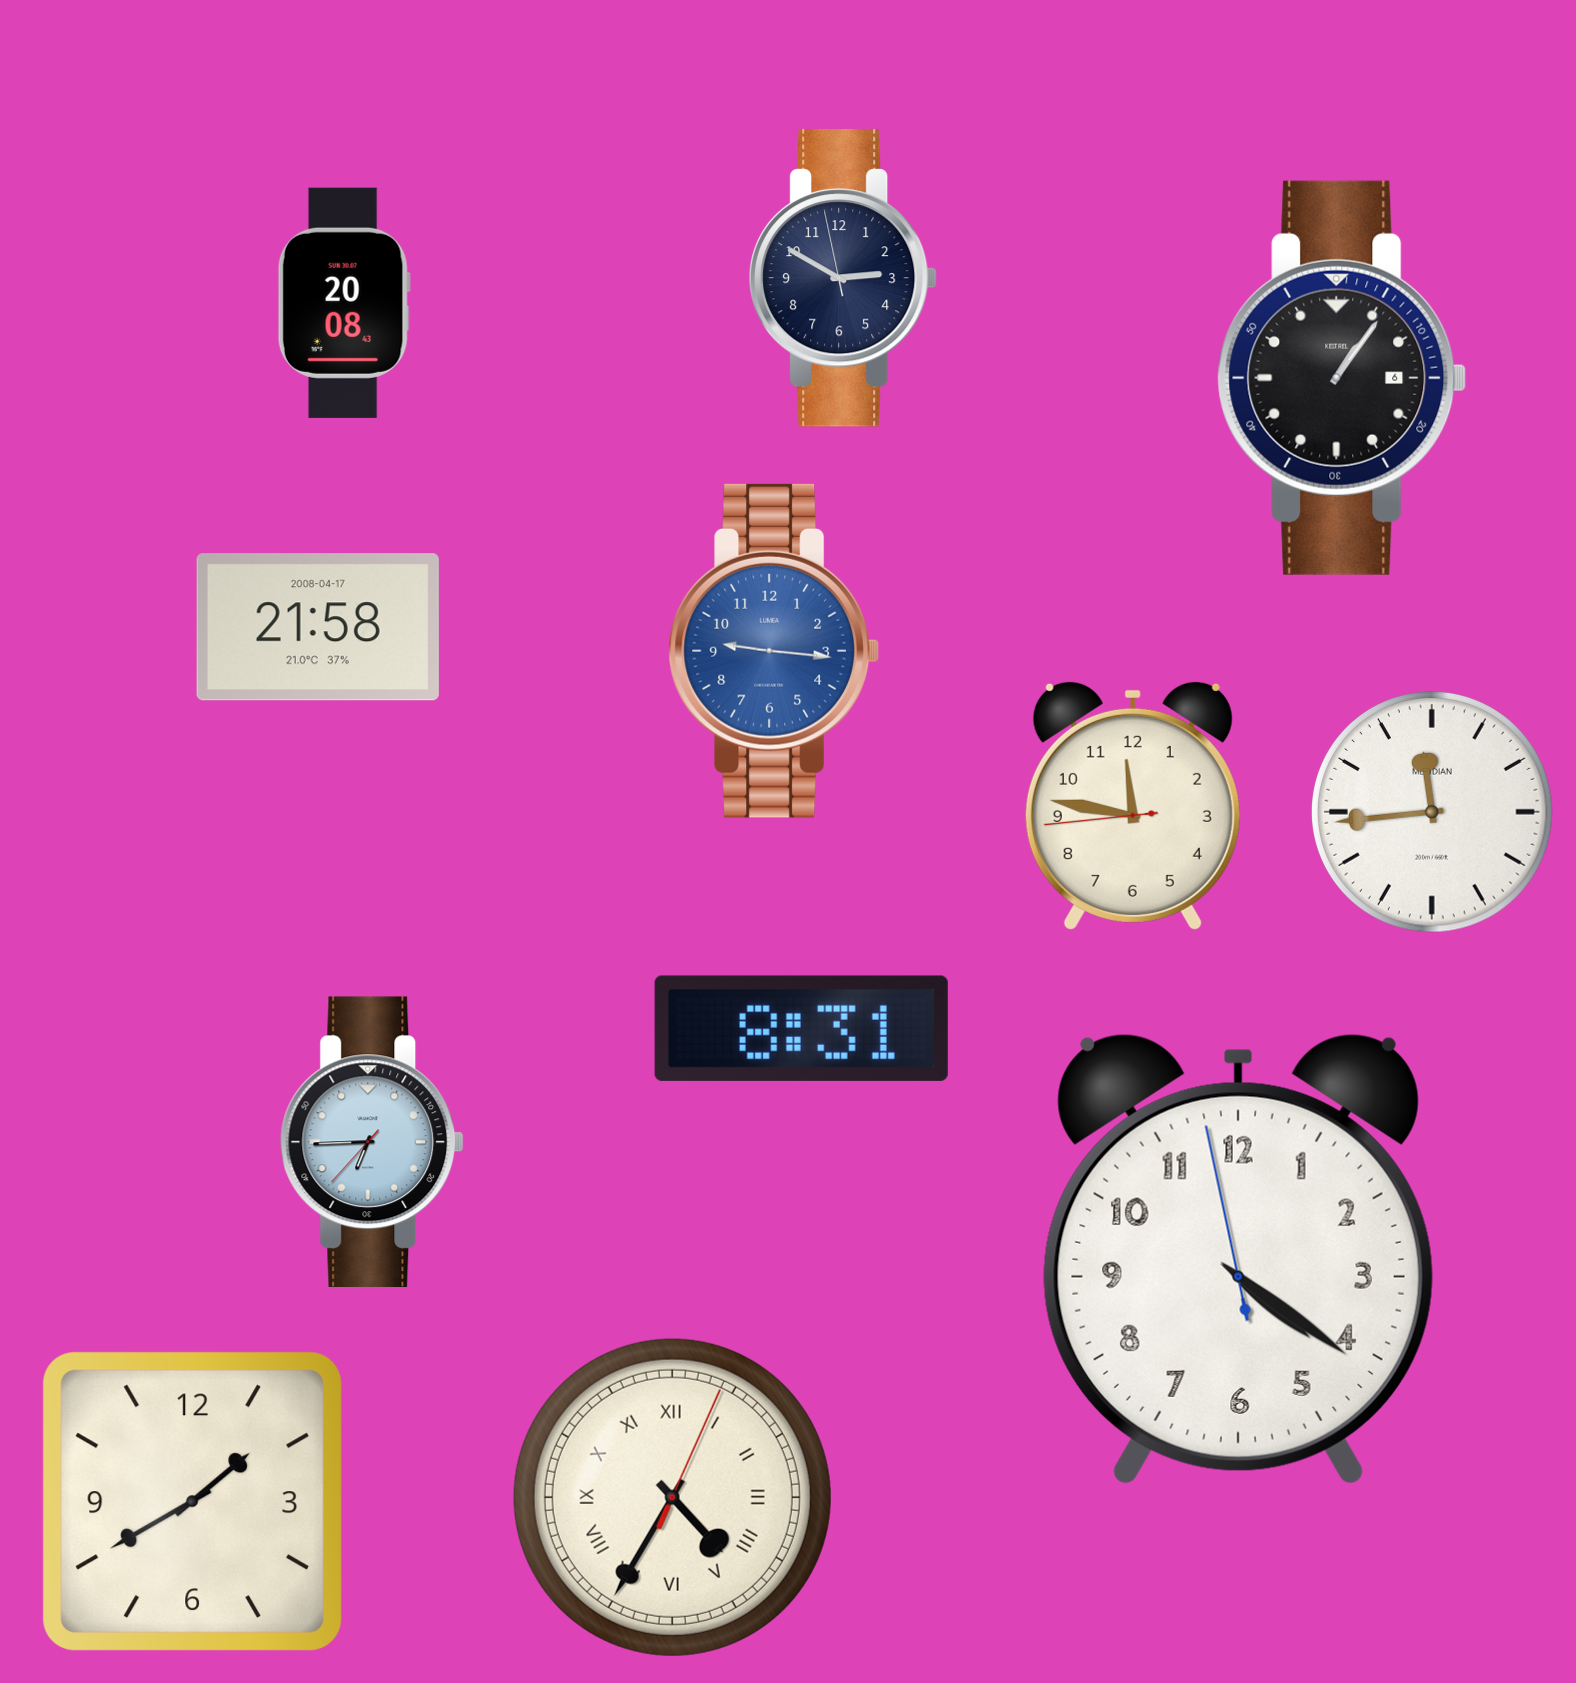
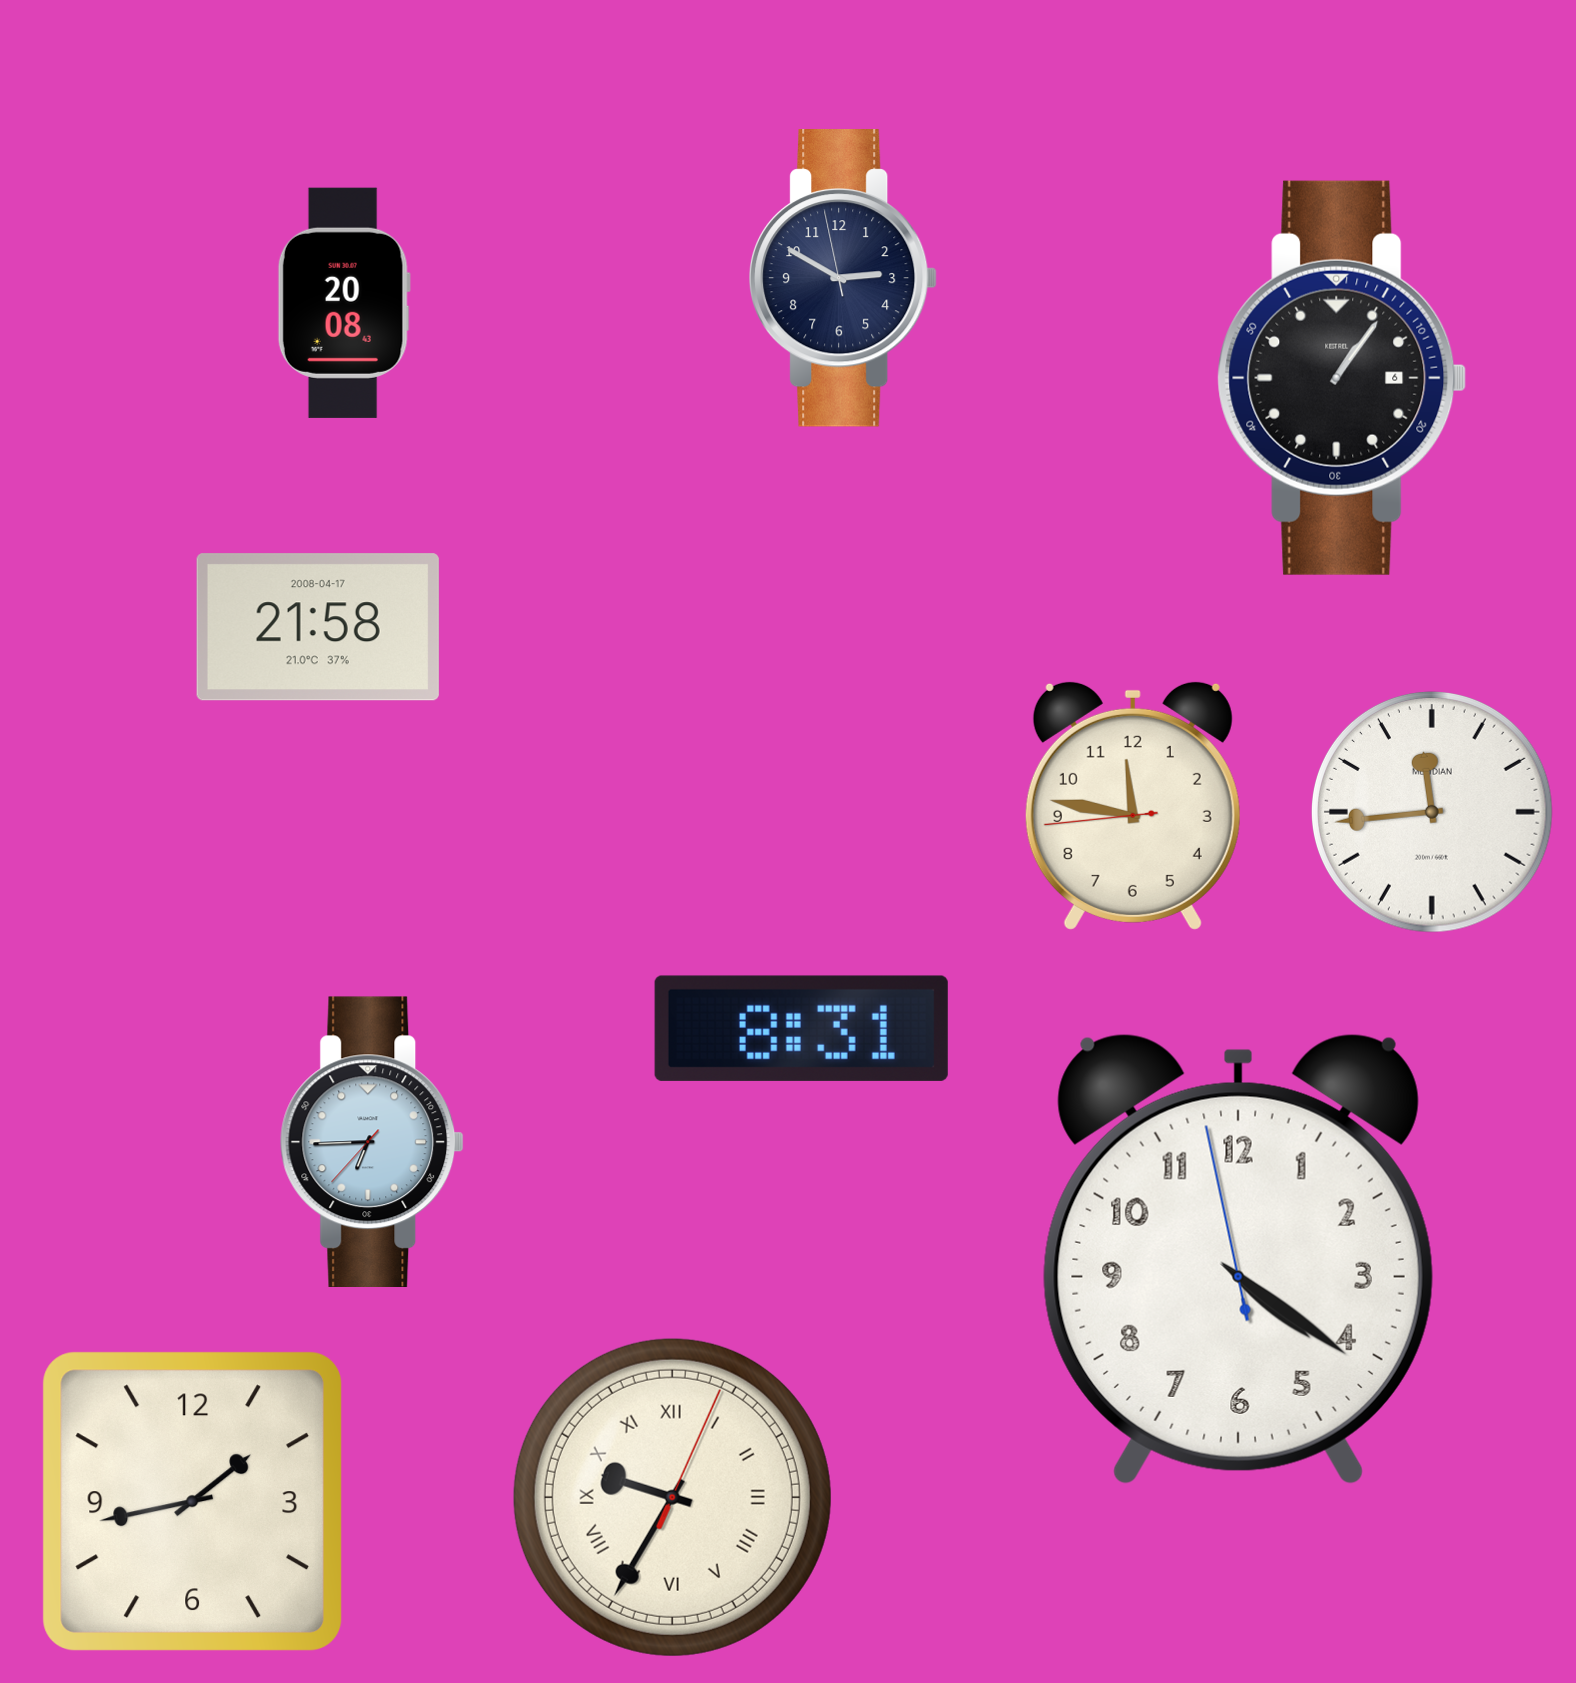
clock at (773, 651): 9:16 -> none
clock at (672, 1497): 4:35 -> 9:35
clock at (192, 1501): 1:40 -> 1:43
